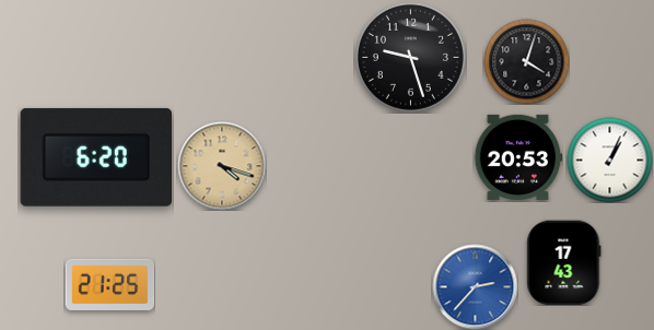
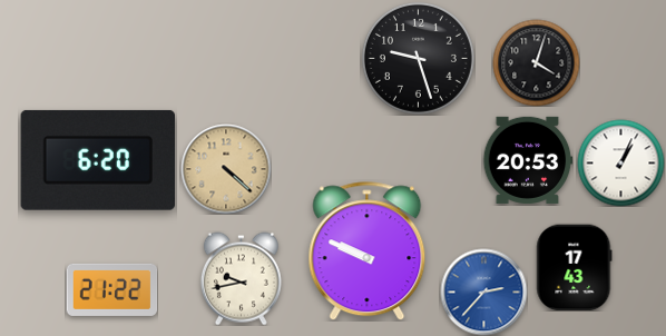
clock at (222, 166): 4:18 -> 4:22
clock at (368, 251): none -> 9:49
clock at (241, 278): none -> 9:43
clock at (109, 284): 21:25 -> 21:22
